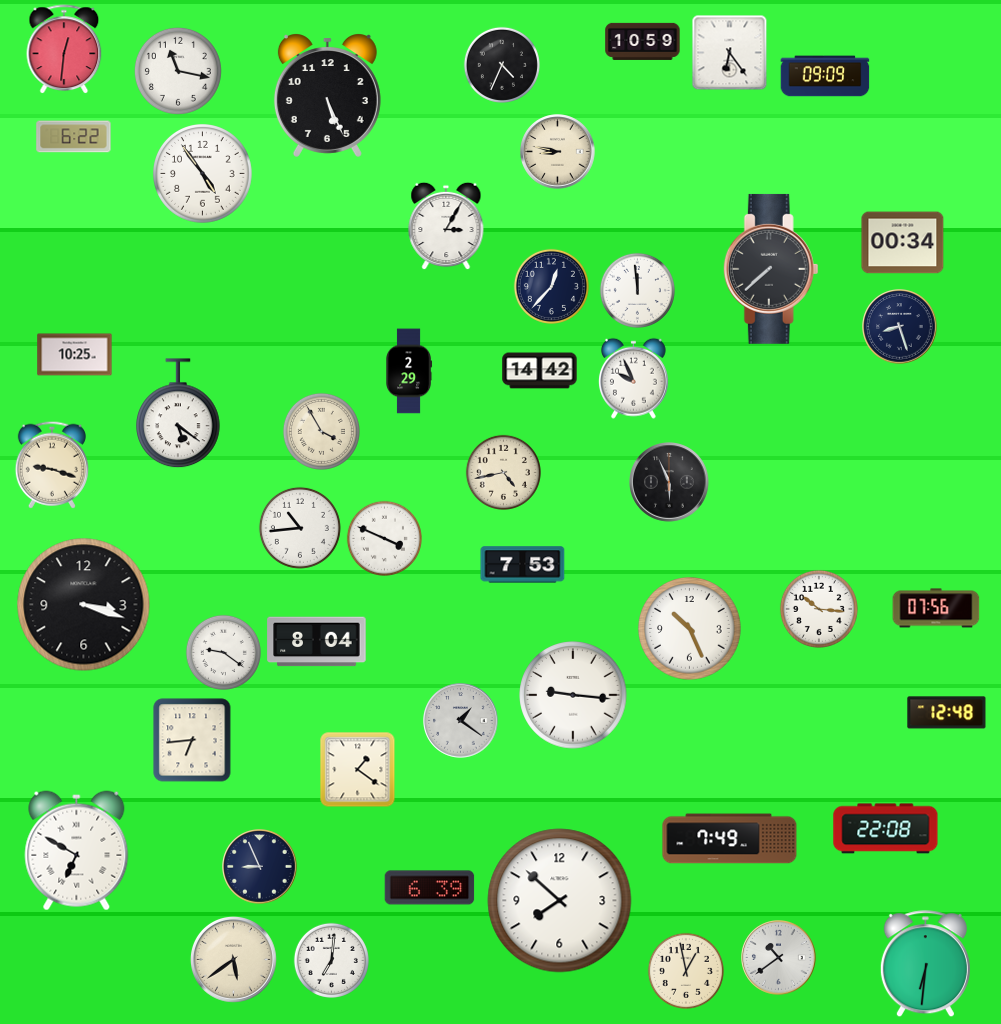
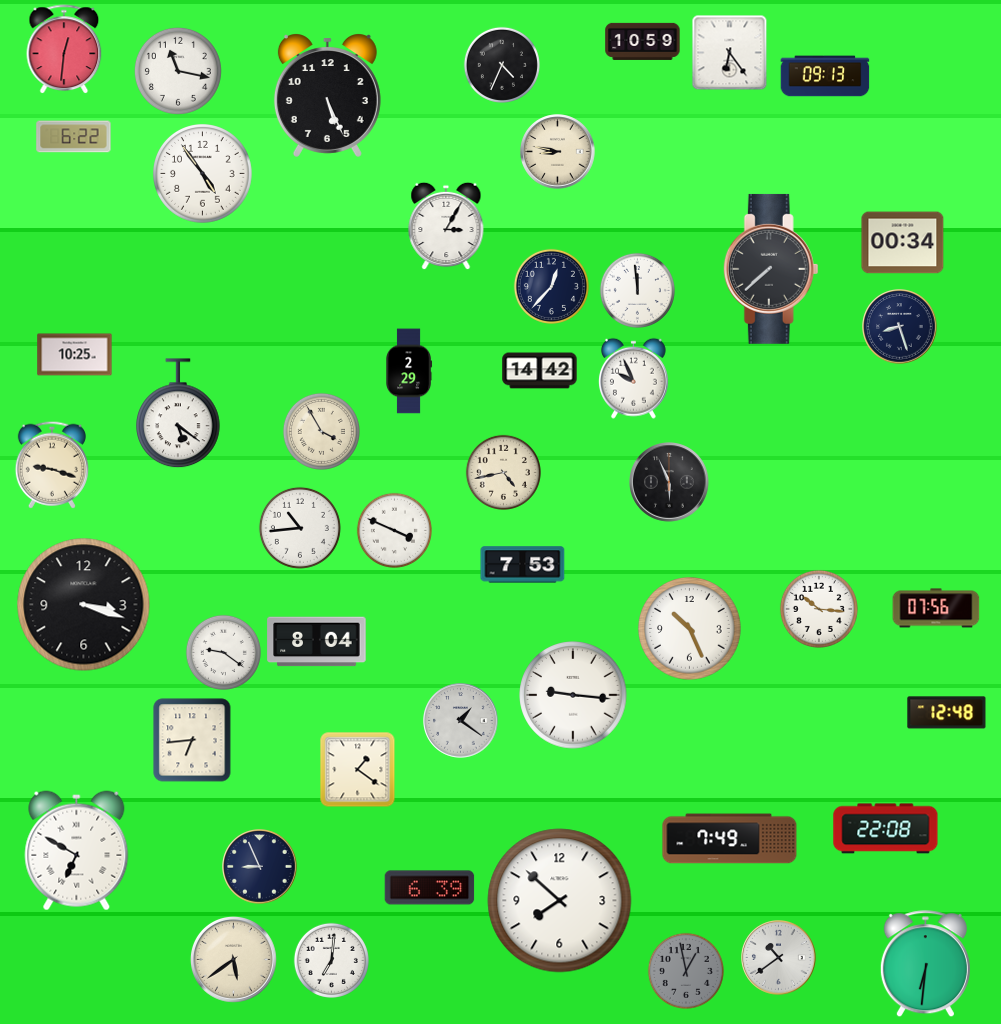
clock at (825, 76): 09:09 -> 09:13
clock at (384, 538) position: (384, 538) -> (394, 530)
clock at (686, 971) dial: cream -> grey
